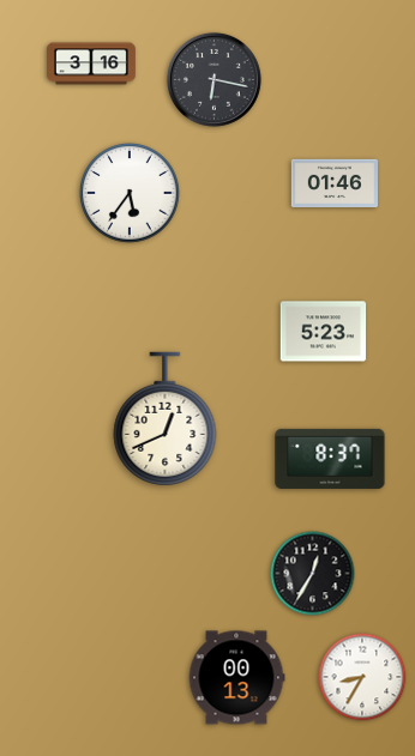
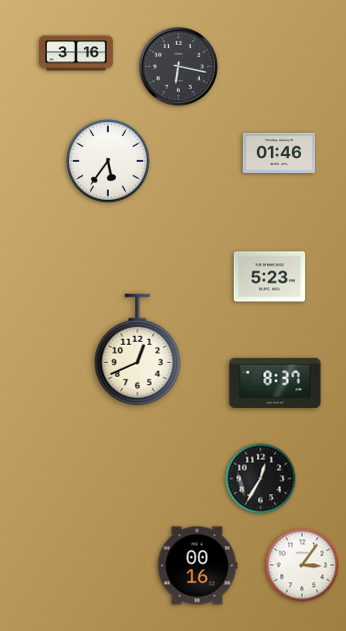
clock at (362, 677): 8:35 -> 3:06
clock at (236, 678): 00:13 -> 00:16
